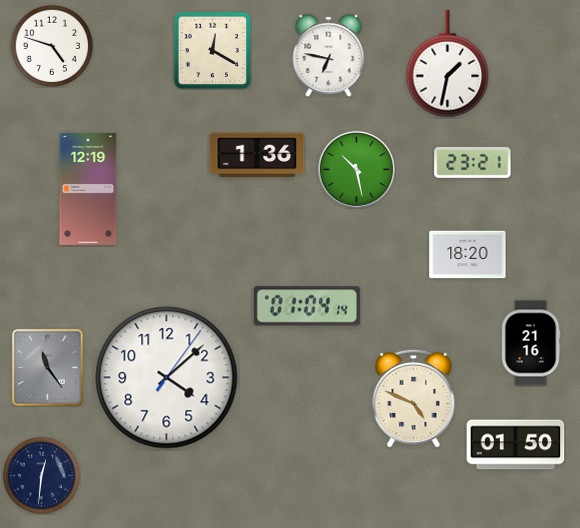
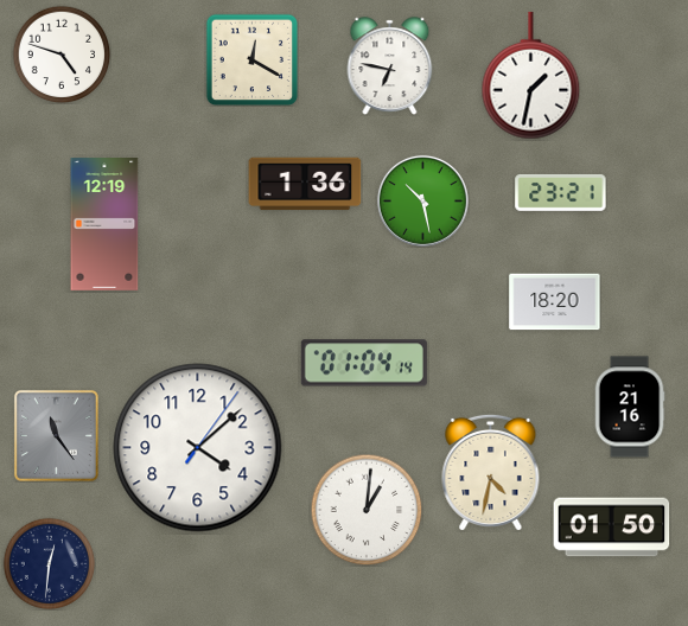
clock at (414, 398): 4:49 -> 4:32
clock at (367, 510): none -> 1:01
